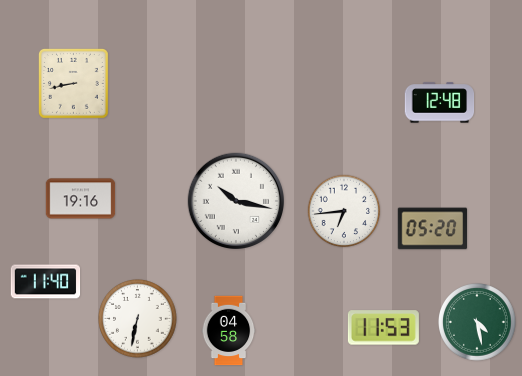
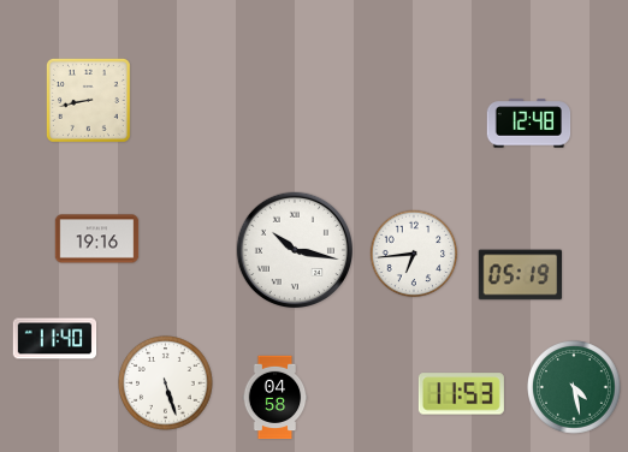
clock at (235, 200) position: (235, 200) -> (294, 249)
clock at (433, 229): 05:20 -> 05:19
clock at (138, 319): 6:32 -> 5:27
